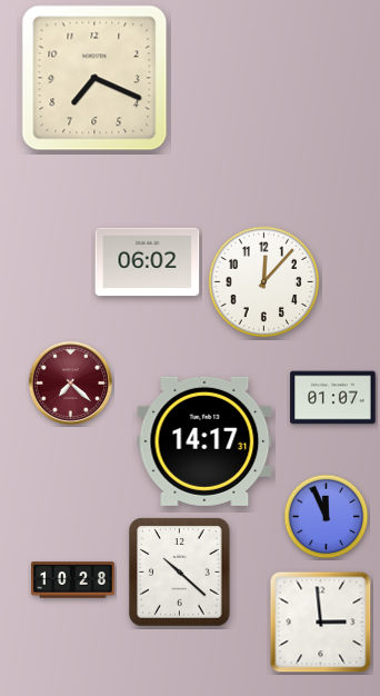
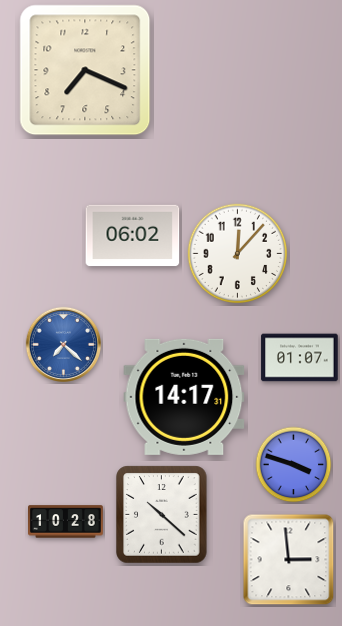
clock at (70, 382) dial: burgundy -> blue
clock at (327, 517): 11:56 -> 3:48
